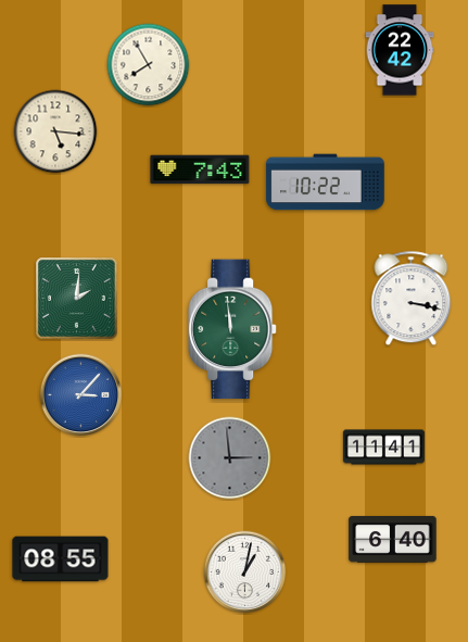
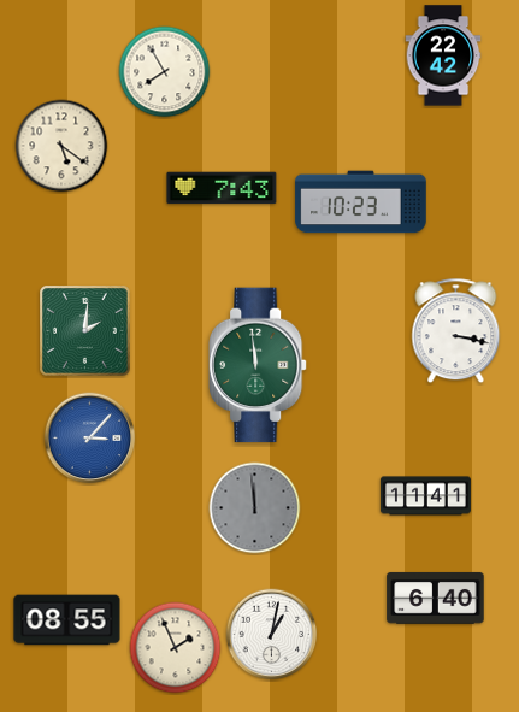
clock at (55, 131): 5:16 -> 5:21
clock at (326, 182): 10:22 -> 10:23
clock at (230, 458): 2:59 -> 11:59
clock at (176, 648): none -> 1:56
